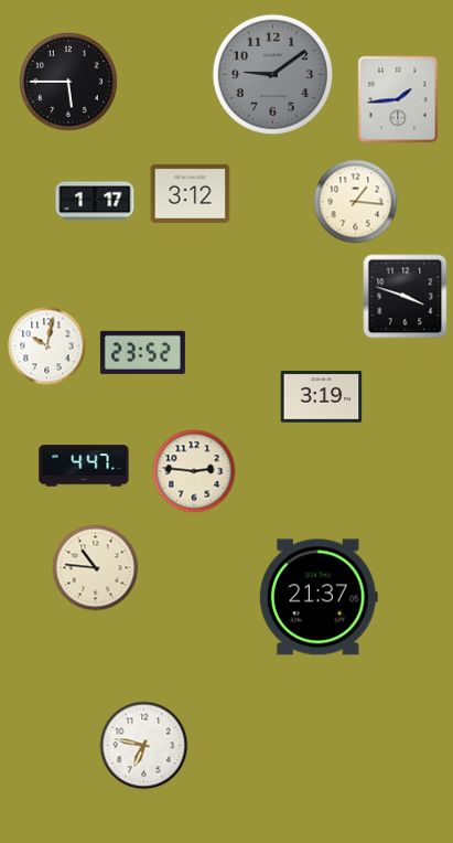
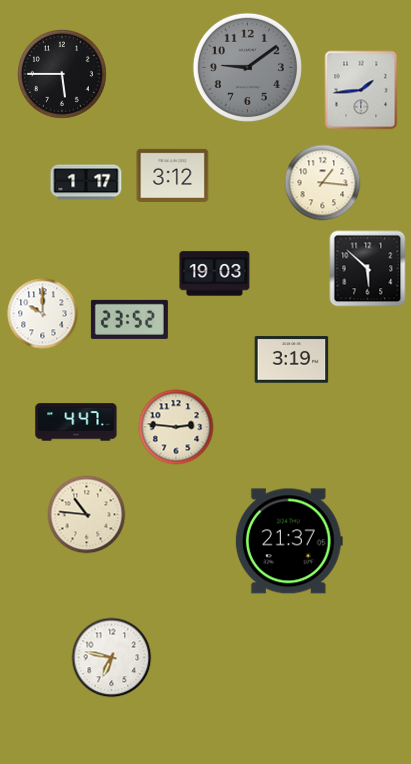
clock at (406, 297): 3:48 -> 5:52
clock at (215, 274): none -> 19:03
clock at (47, 346): 10:02 -> 10:00
clock at (144, 746) position: (144, 746) -> (112, 658)
